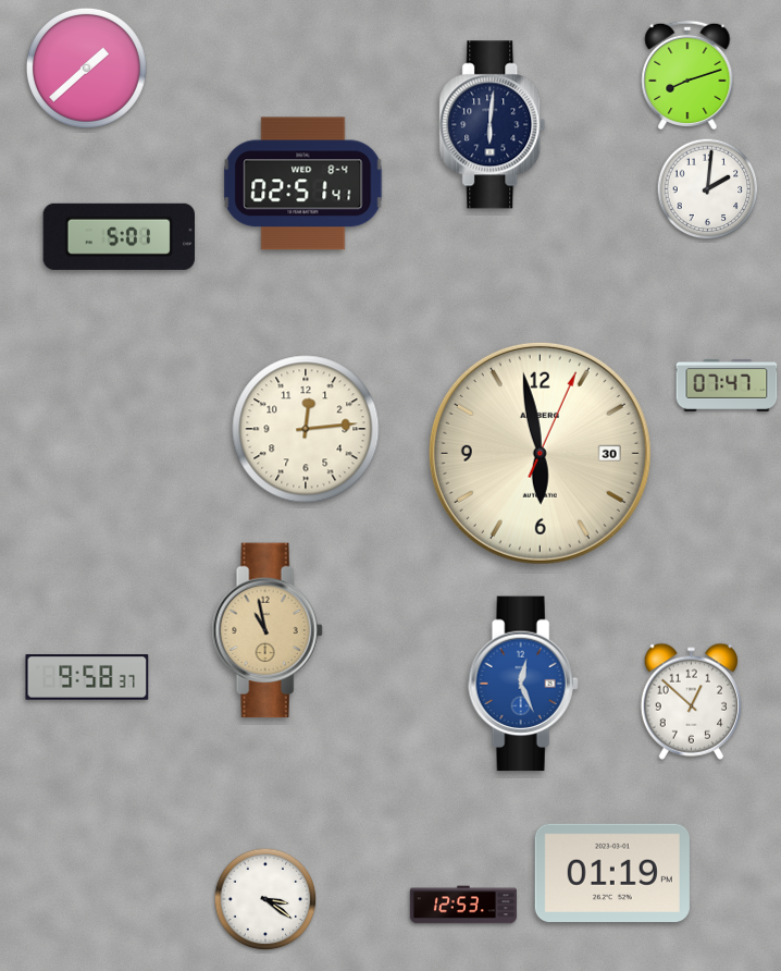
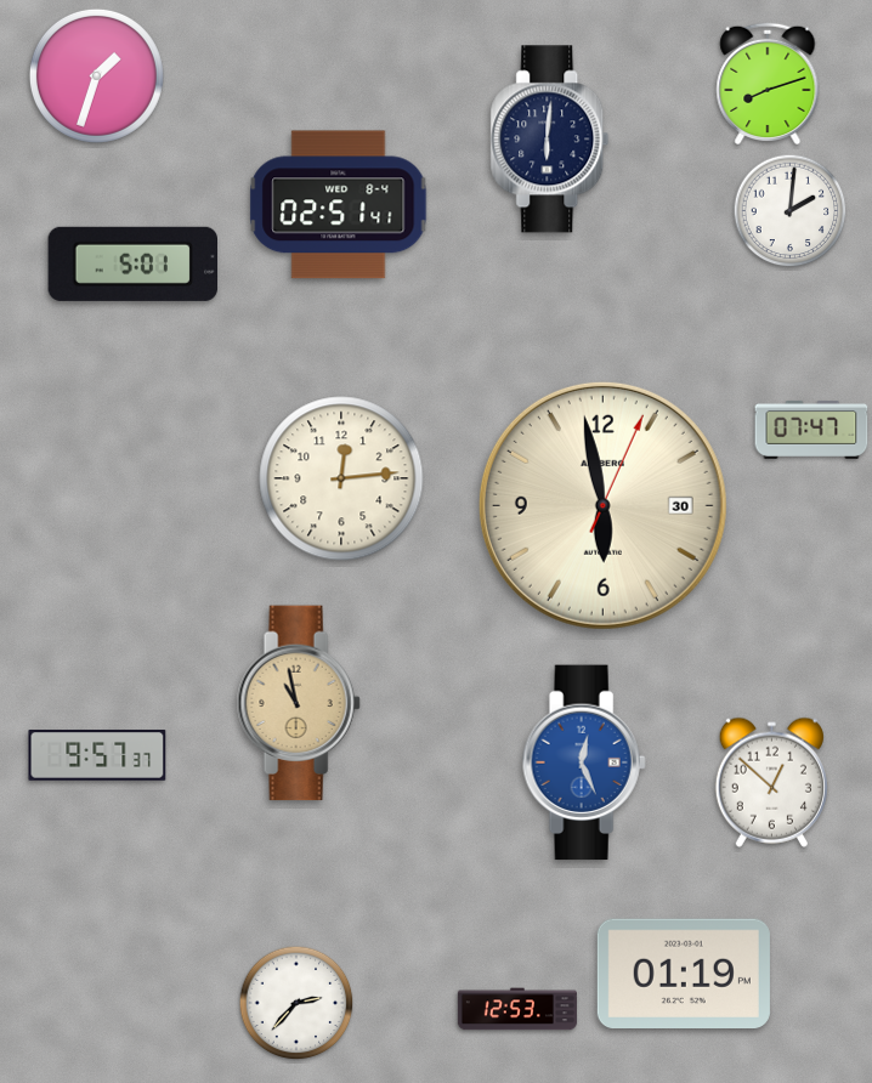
clock at (86, 67): 1:38 -> 1:33
clock at (87, 678): 9:58 -> 9:57
clock at (265, 899): 3:21 -> 2:37
